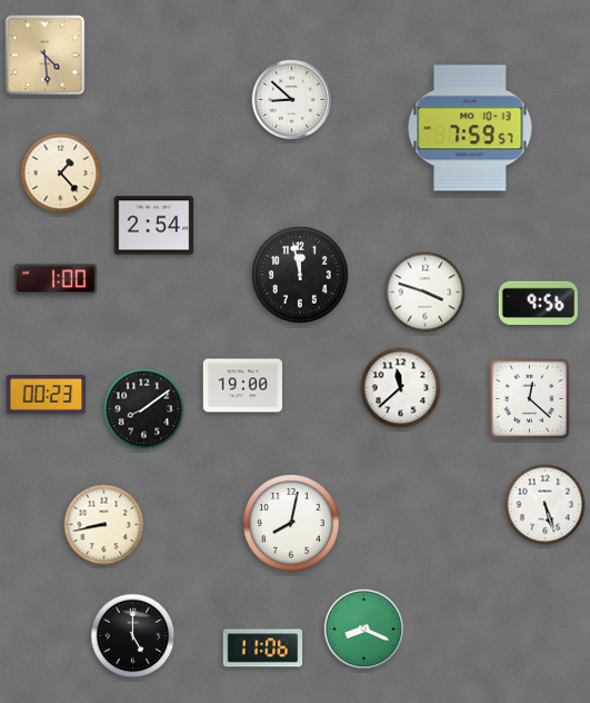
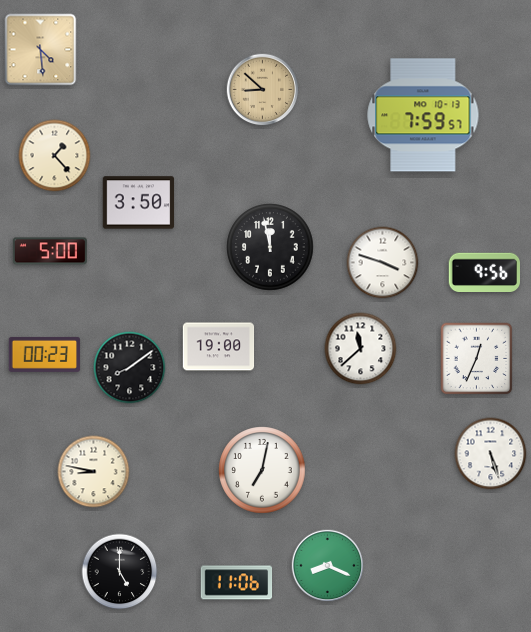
clock at (292, 100) dial: white -> champagne
clock at (154, 226): 2:54 -> 3:50
clock at (56, 279): 1:00 -> 5:00
clock at (47, 394) position: (47, 394) -> (45, 354)
clock at (530, 399): 12:22 -> 12:34
clock at (291, 523): 8:02 -> 7:02
clock at (104, 525): 8:43 -> 8:47
